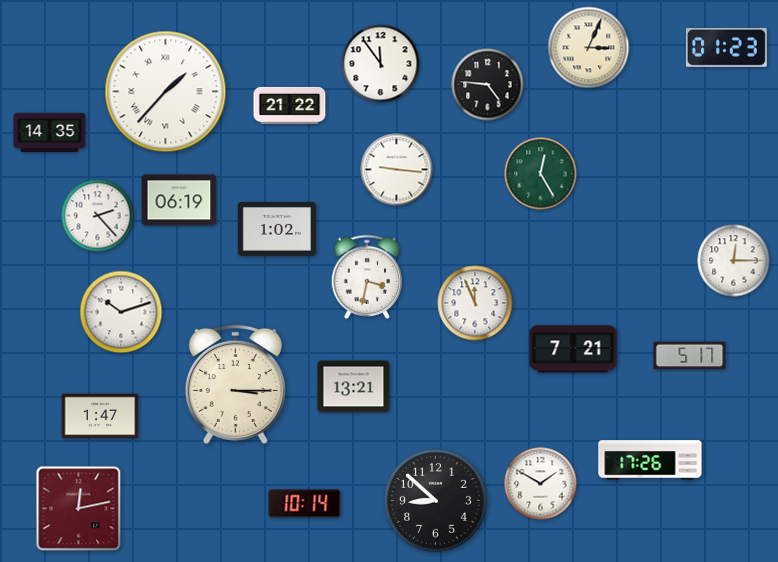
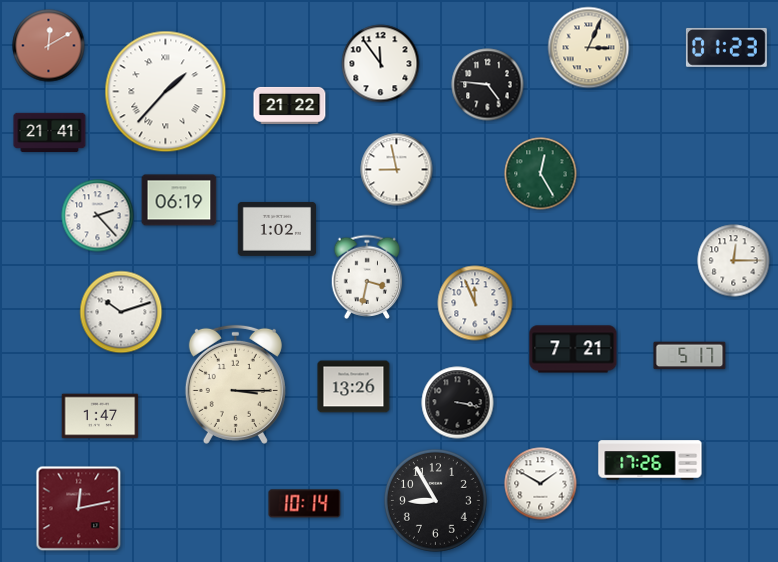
clock at (49, 46): none -> 12:10
clock at (50, 132): 14:35 -> 21:41
clock at (397, 170): 9:16 -> 8:58
clock at (354, 387): 13:21 -> 13:26
clock at (458, 403): none -> 3:17
clock at (436, 501): 8:52 -> 8:55
